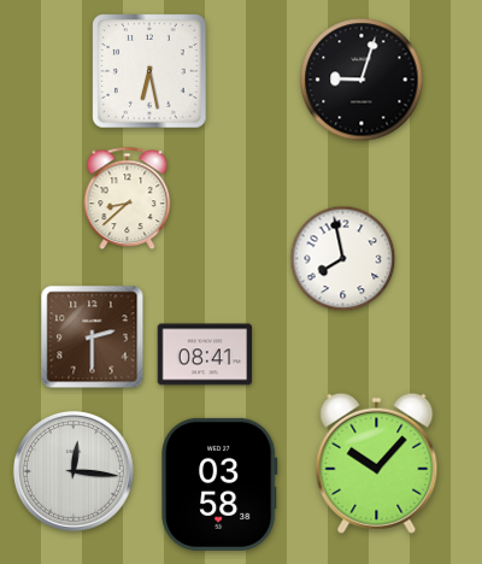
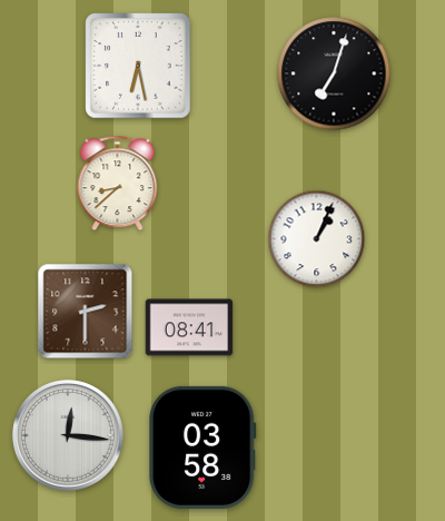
clock at (361, 80): 9:03 -> 7:03
clock at (343, 259): 7:58 -> 1:04
clock at (377, 463): 10:07 -> none
